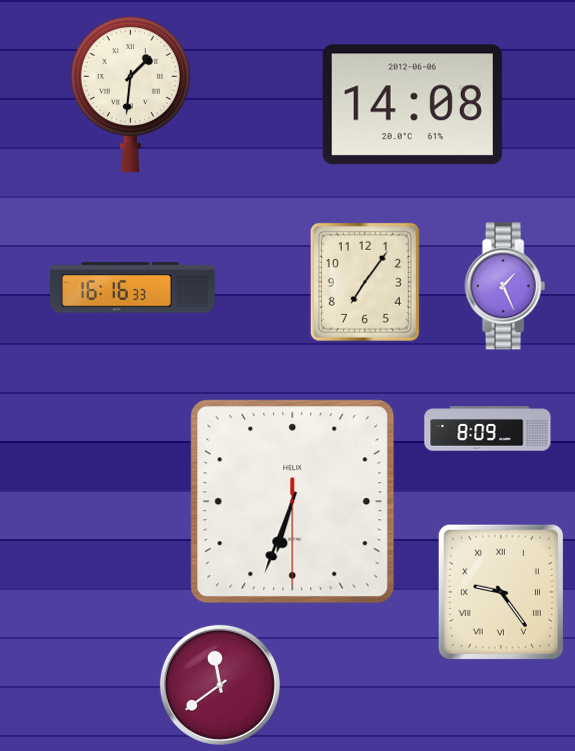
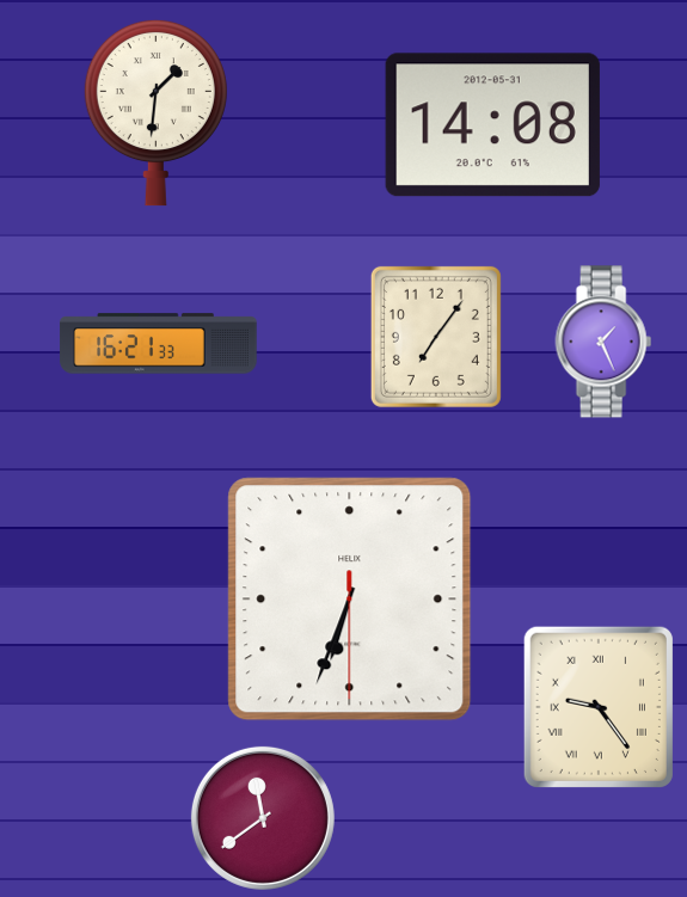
clock at (412, 105) date: 2012-06-06 -> 2012-05-31
clock at (133, 288): 16:16 -> 16:21
clock at (488, 429): 8:09 -> none
